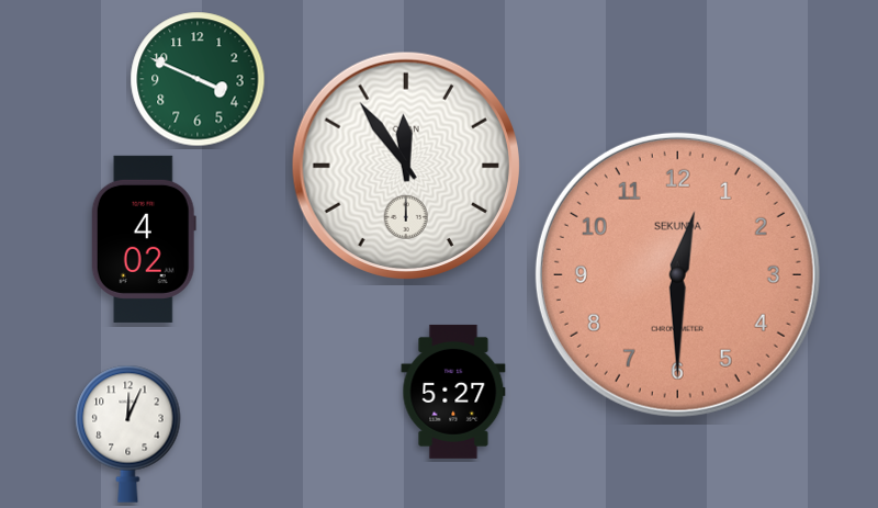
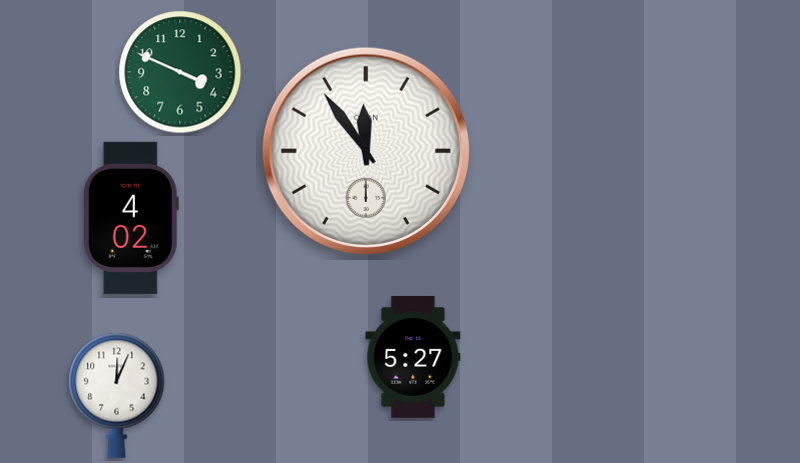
clock at (405, 165) position: (405, 165) -> (365, 150)
clock at (677, 274): 12:30 -> none
